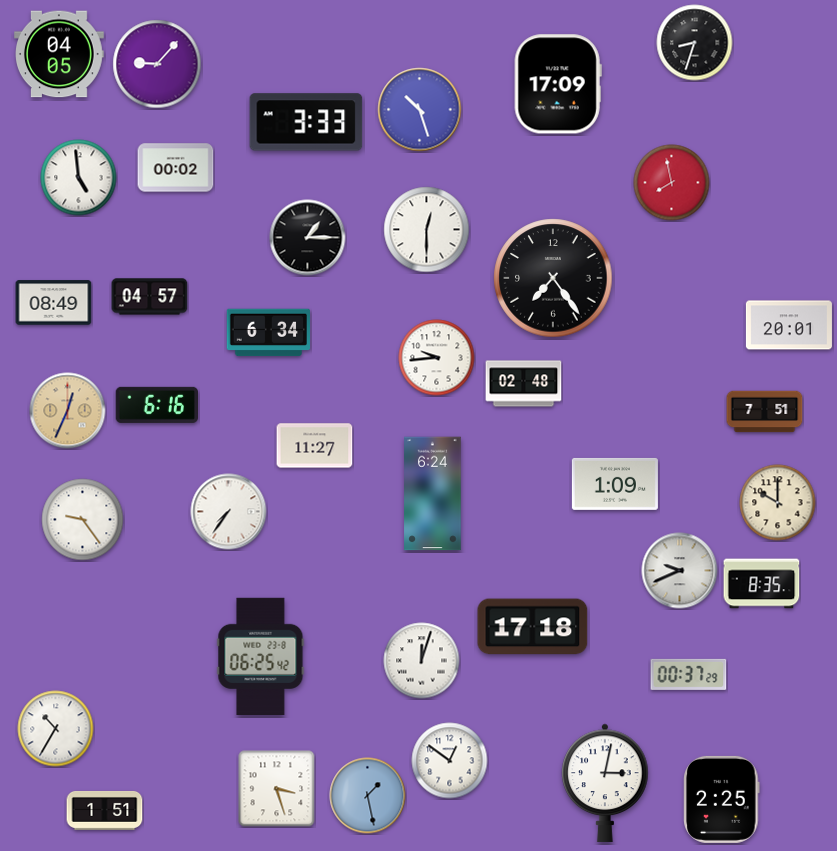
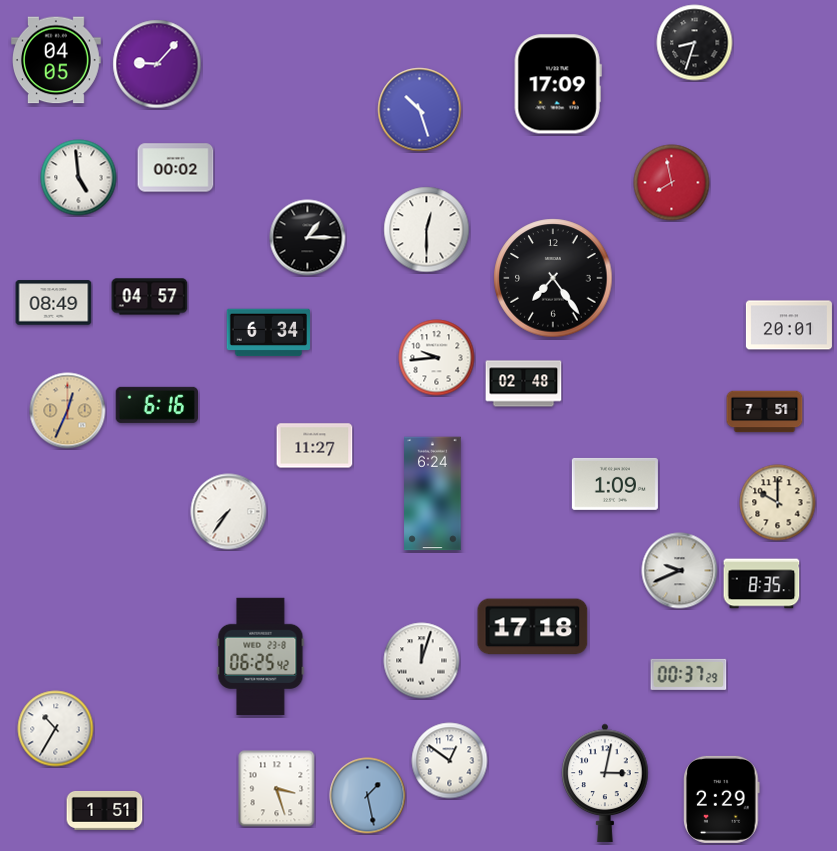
clock at (60, 54) position: (60, 54) -> (57, 60)
clock at (306, 122): 3:33 -> none
clock at (83, 520): 9:24 -> none
clock at (722, 799): 2:25 -> 2:29
